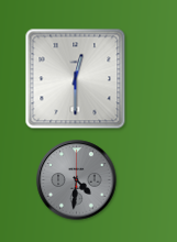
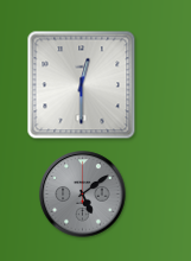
clock at (77, 180): 4:31 -> 5:09
